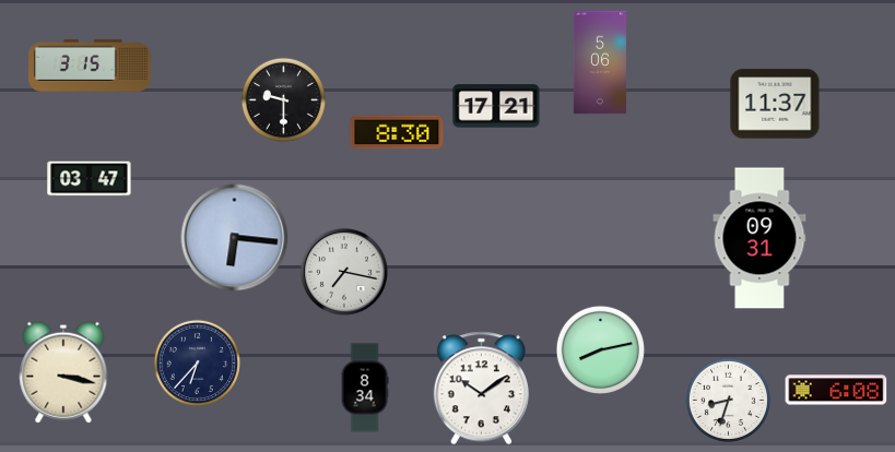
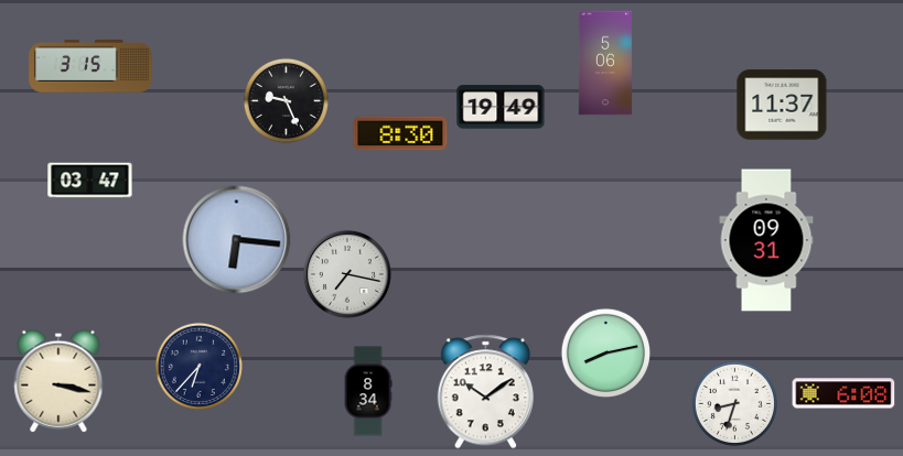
clock at (283, 99): 9:30 -> 9:26
clock at (496, 106): 17:21 -> 19:49
clock at (63, 372) position: (63, 372) -> (58, 381)
